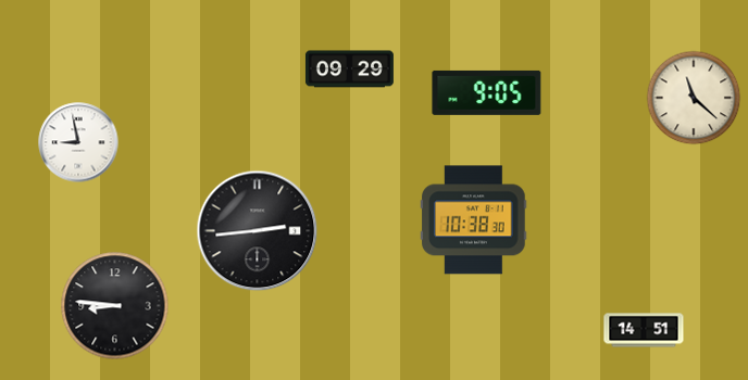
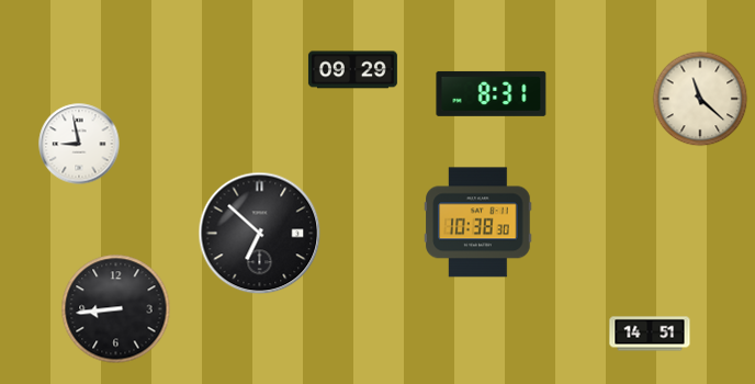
clock at (487, 92): 9:05 -> 8:31
clock at (258, 231): 2:44 -> 6:52
clock at (115, 306): 8:46 -> 8:44
